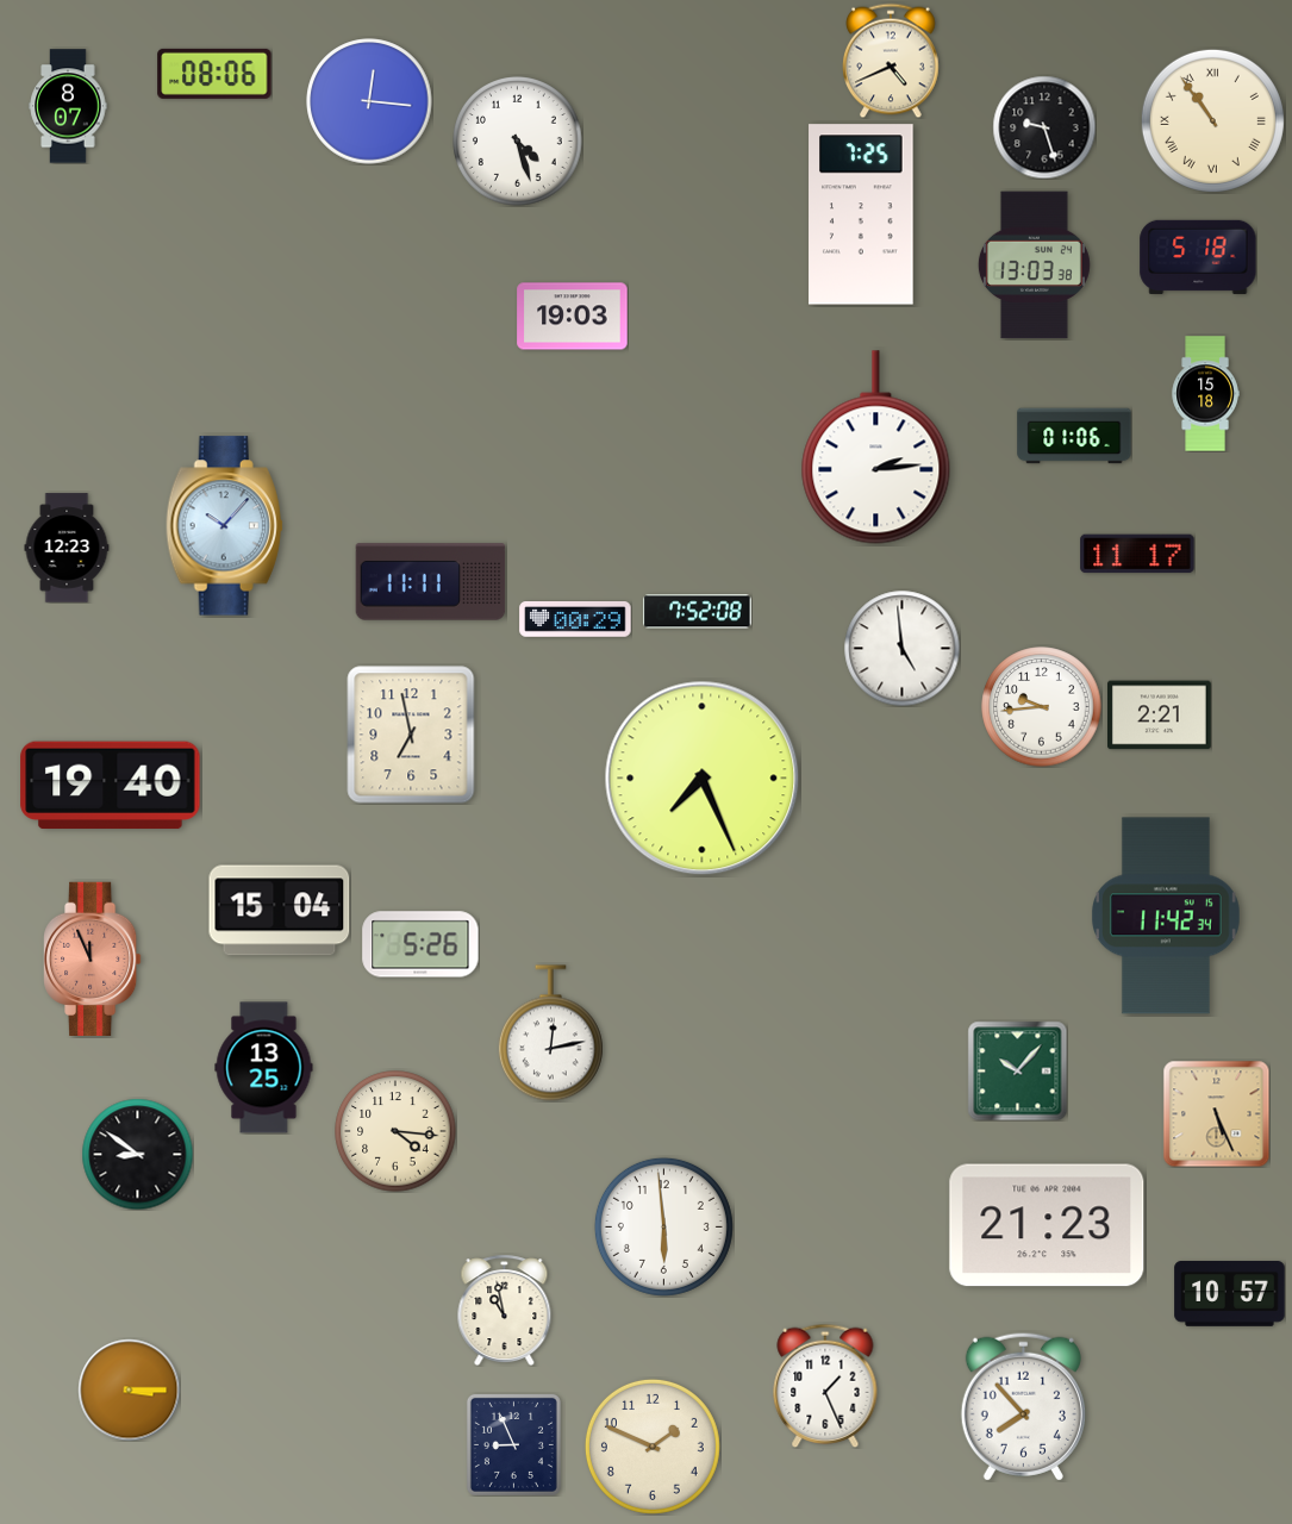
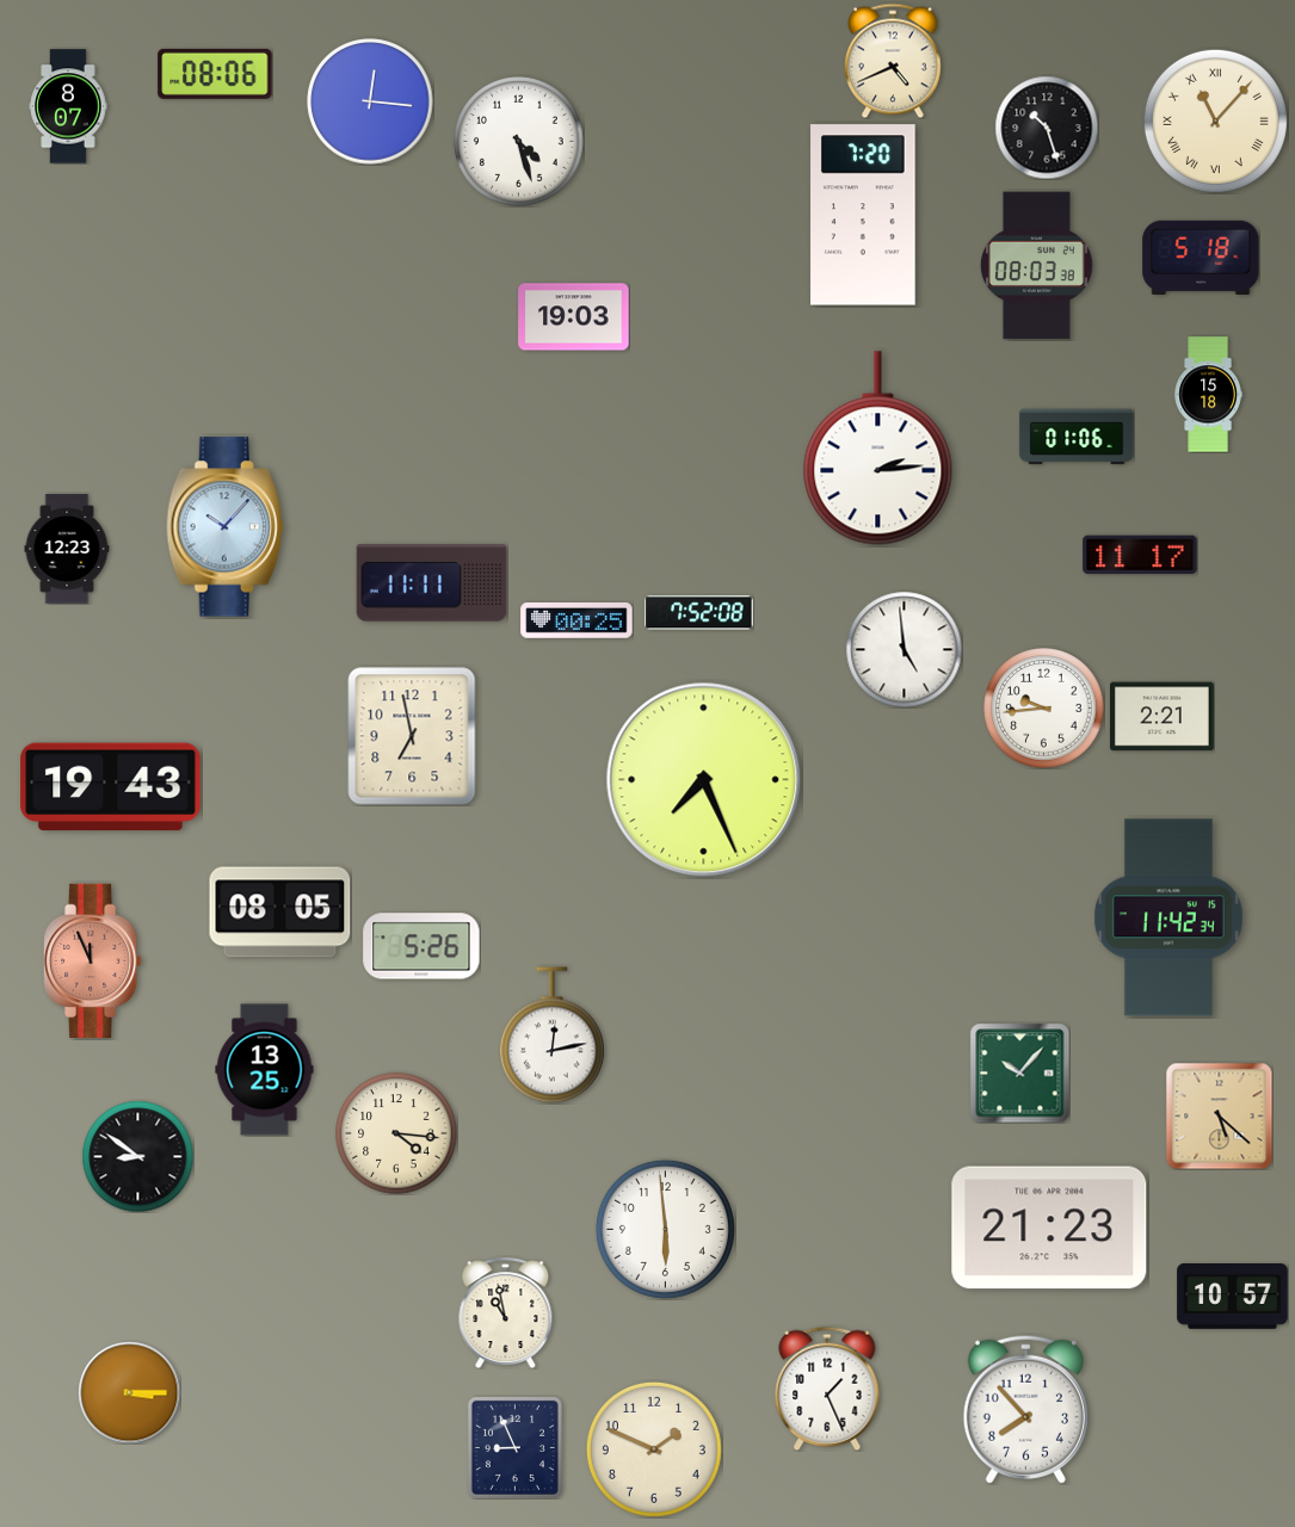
clock at (1212, 120): 10:54 -> 11:07
clock at (1044, 127): 9:27 -> 10:27
clock at (861, 214): 7:25 -> 7:20
clock at (1034, 266): 13:03 -> 08:03
clock at (575, 619): 00:29 -> 00:25
clock at (111, 786): 19:40 -> 19:43
clock at (280, 911): 15:04 -> 08:05
clock at (1216, 1113): 5:26 -> 5:22
